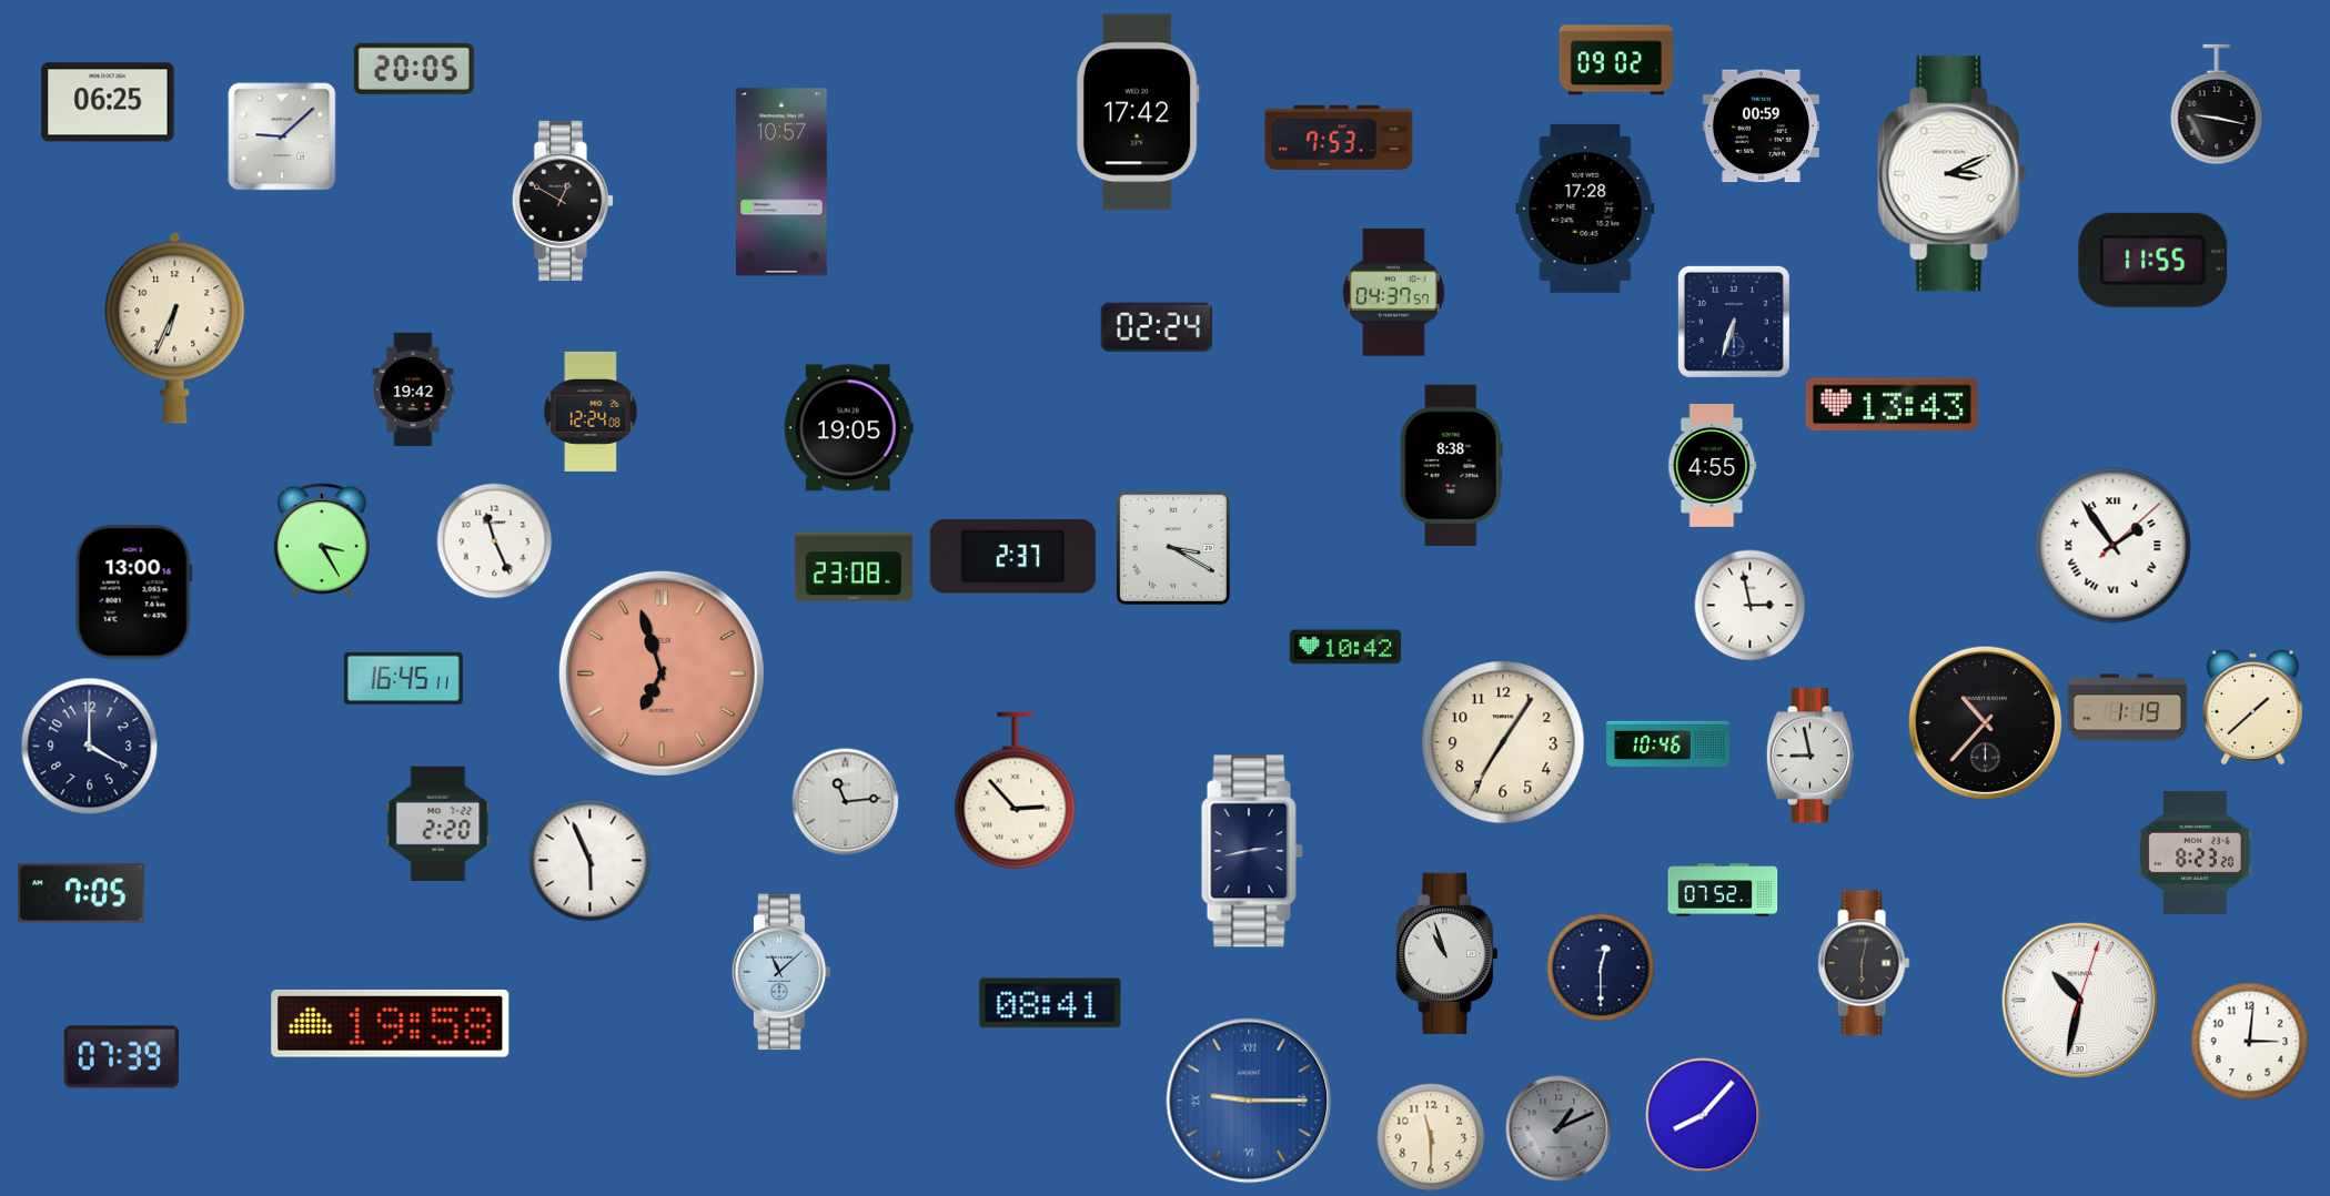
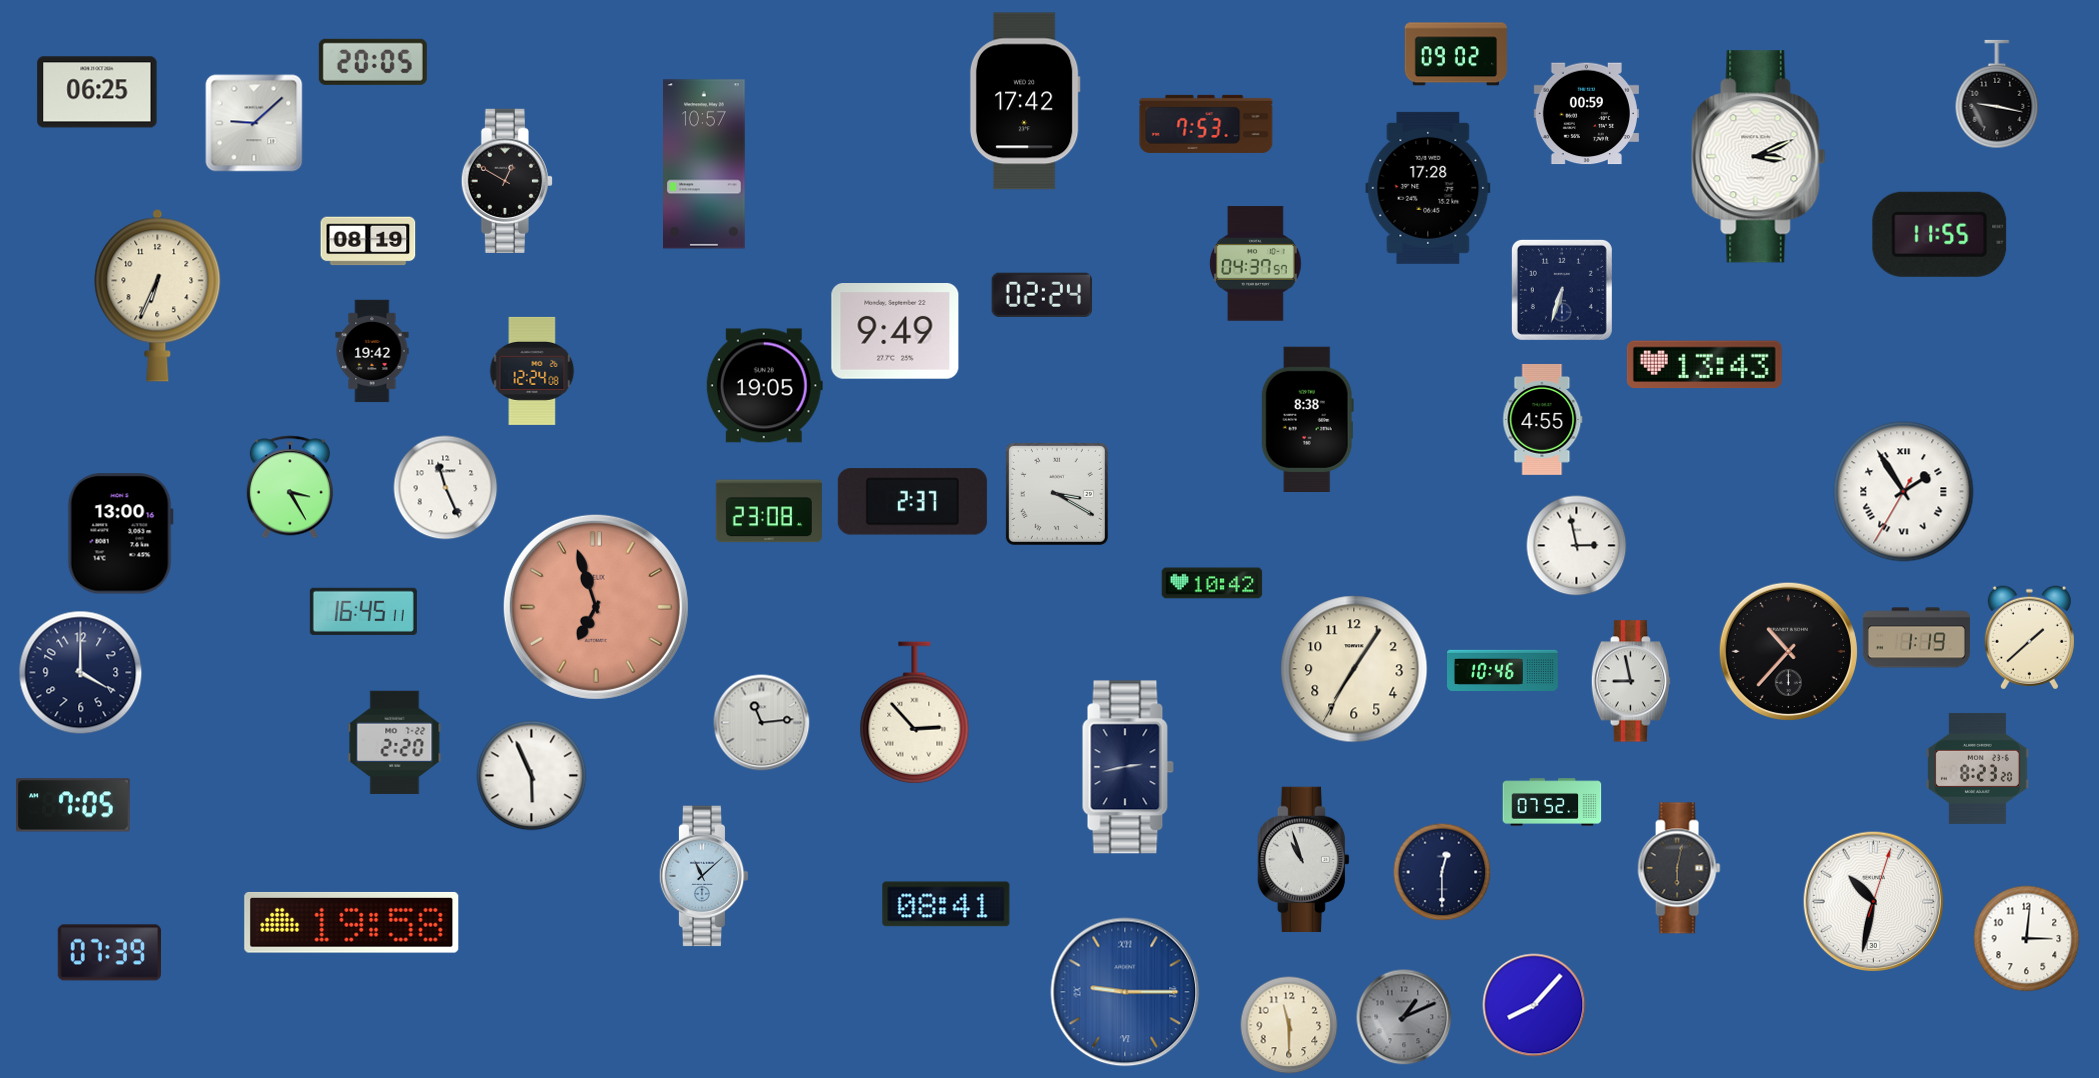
clock at (368, 241): none -> 08:19
clock at (895, 332): none -> 9:49
clock at (2114, 546): 1:54:08 -> 1:54:35
